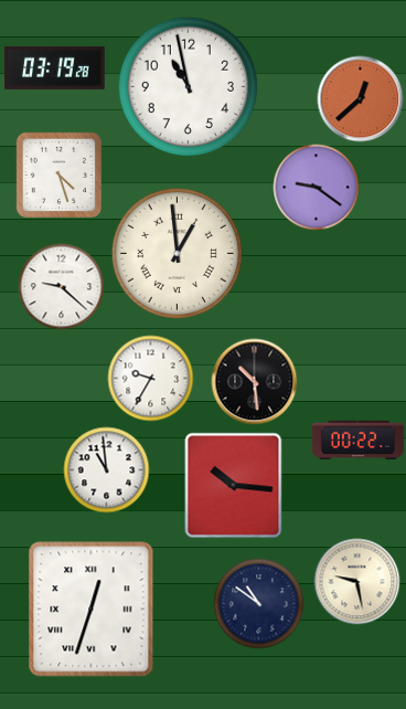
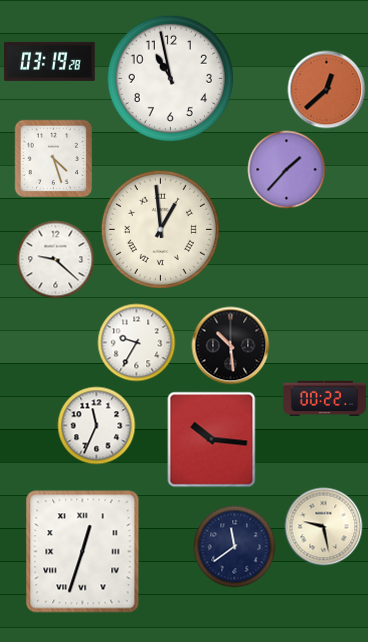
clock at (316, 187): 9:21 -> 1:37
clock at (106, 469): 10:59 -> 11:34
clock at (258, 603): 10:51 -> 11:39
